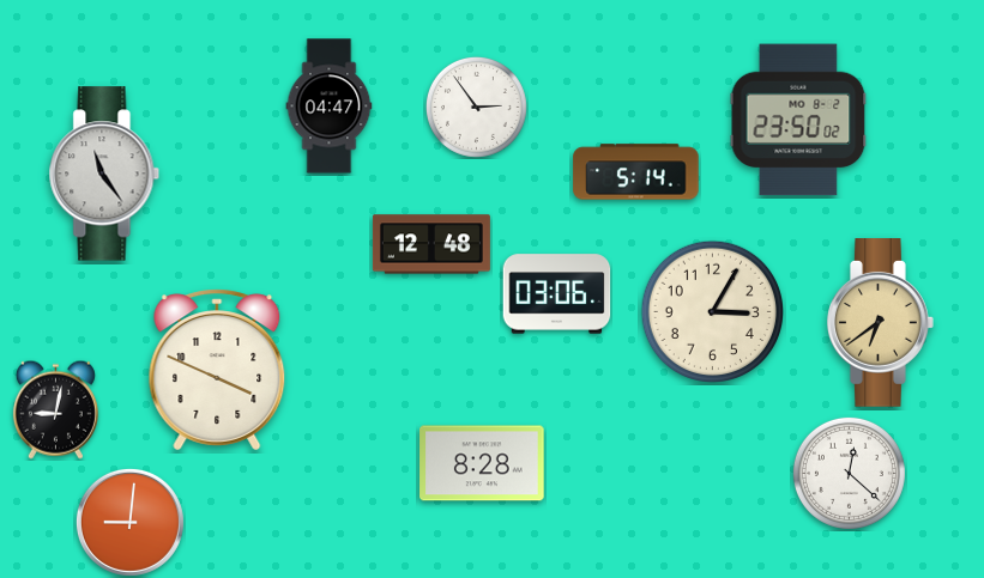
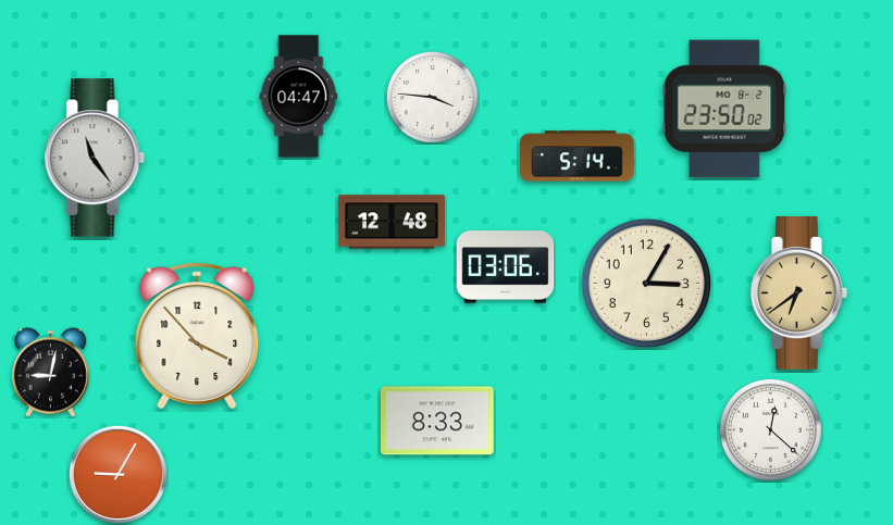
clock at (476, 107): 2:54 -> 3:46
clock at (217, 370): 3:49 -> 3:53
clock at (482, 463): 8:28 -> 8:33
clock at (129, 522): 9:01 -> 9:05
